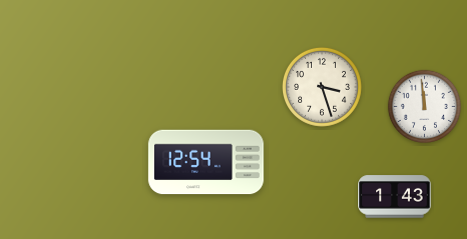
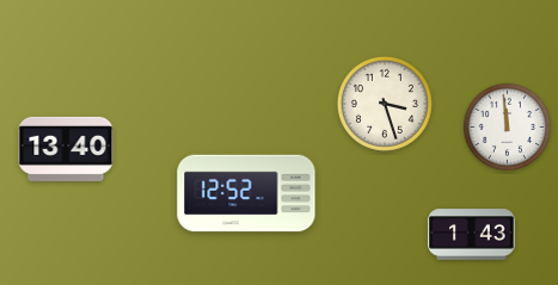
clock at (66, 149): none -> 13:40
clock at (206, 162): 12:54 -> 12:52
